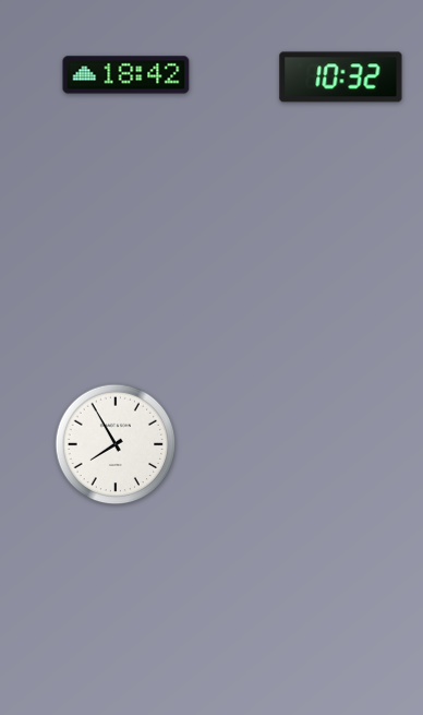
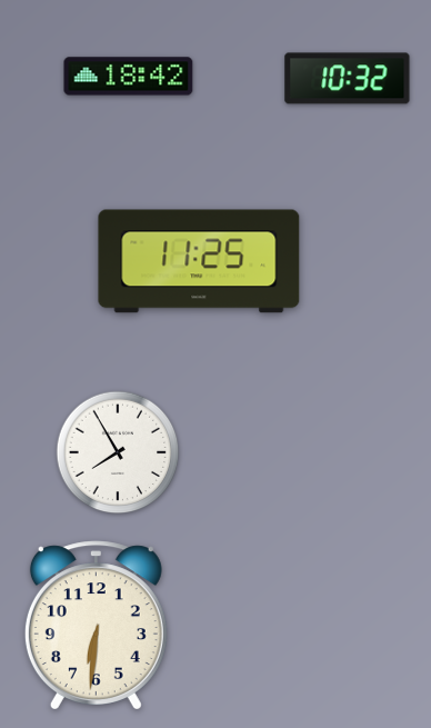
clock at (199, 261): none -> 11:25
clock at (96, 626): none -> 6:31
